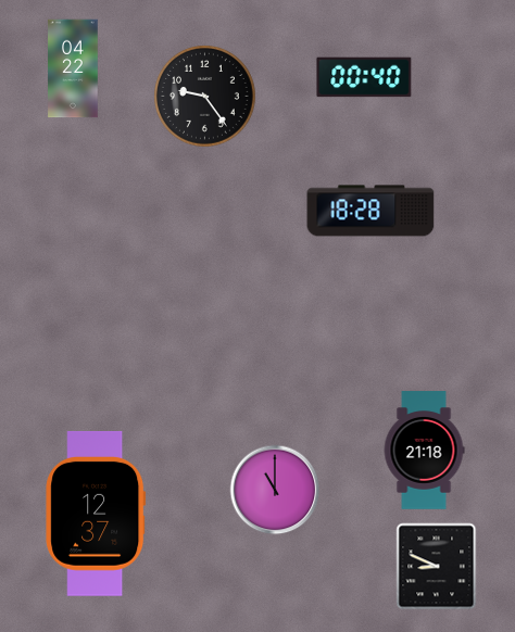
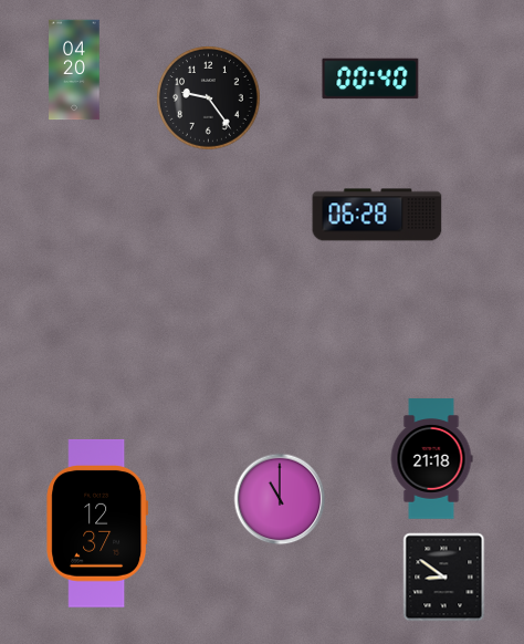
clock at (73, 68): 04:22 -> 04:20
clock at (370, 211): 18:28 -> 06:28
clock at (437, 567): 8:49 -> 8:51
